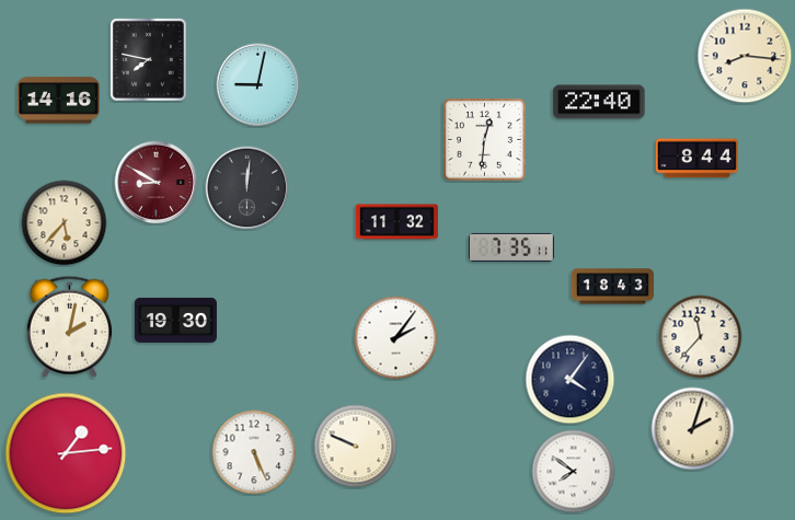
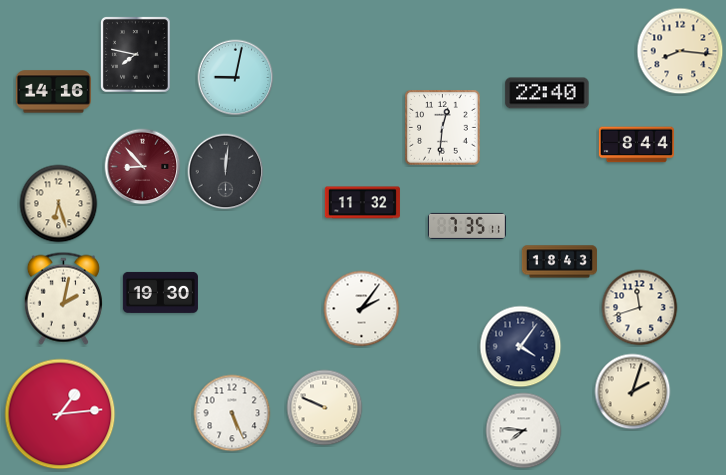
clock at (157, 183): 8:50 -> 8:53
clock at (65, 223): 5:37 -> 6:27
clock at (701, 337): 11:37 -> 11:42
clock at (574, 472): 7:51 -> 7:46
